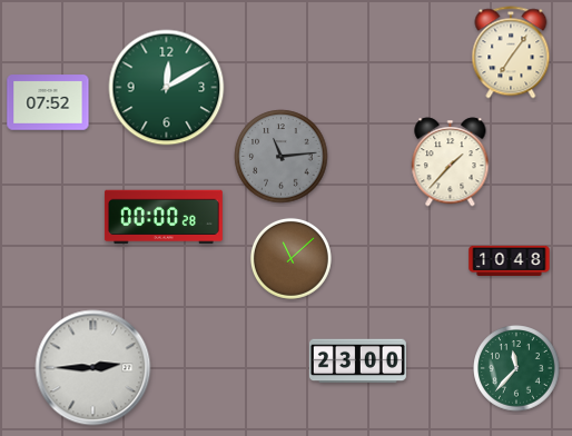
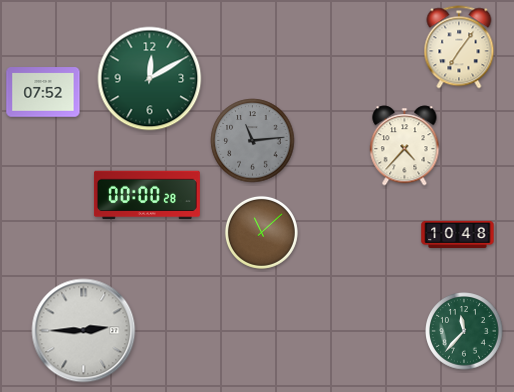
clock at (451, 162): 1:37 -> 4:37
clock at (357, 361): 23:00 -> none
